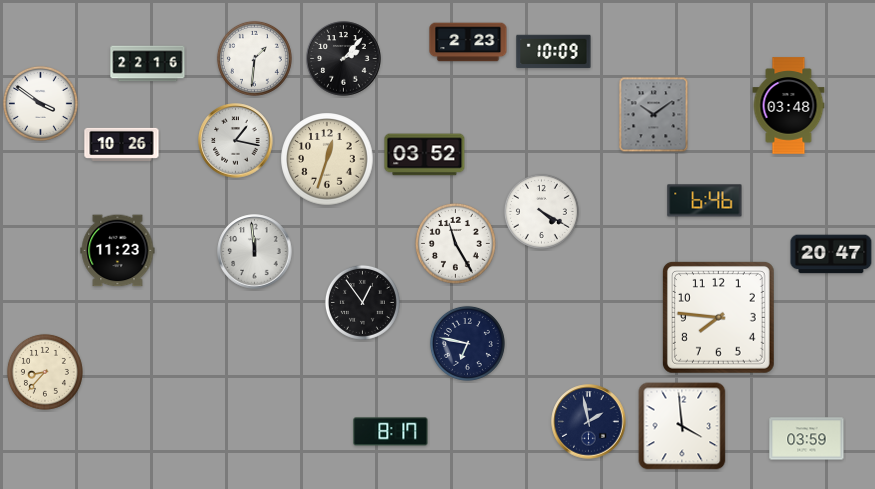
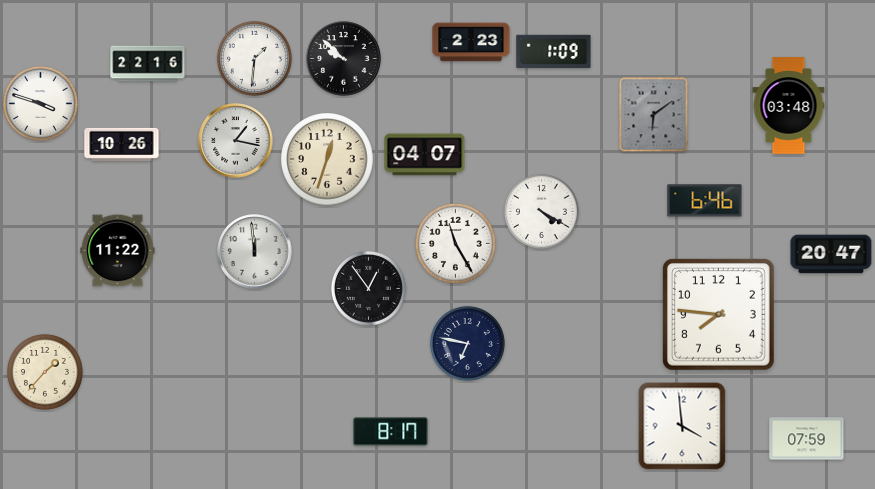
clock at (468, 42) position: (468, 42) -> (471, 42)
clock at (554, 52): 10:09 -> 1:09
clock at (344, 59): 2:07 -> 9:52
clock at (40, 103): 3:51 -> 3:48
clock at (654, 115): 10:09 -> 6:09
clock at (425, 155): 03:52 -> 04:07
clock at (118, 251): 11:23 -> 11:22
clock at (362, 302) position: (362, 302) -> (368, 288)
clock at (718, 317) position: (718, 317) -> (718, 314)
clock at (45, 372): 8:37 -> 1:37
clock at (589, 422): 1:58 -> none
clock at (807, 439): 03:59 -> 07:59
